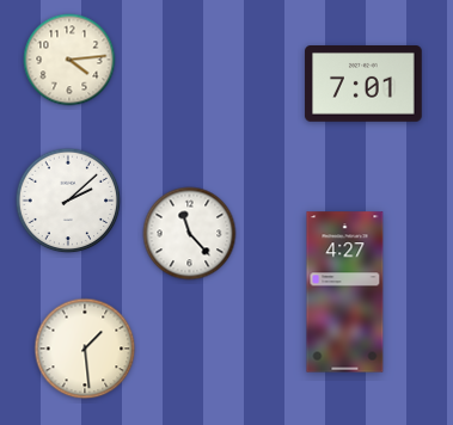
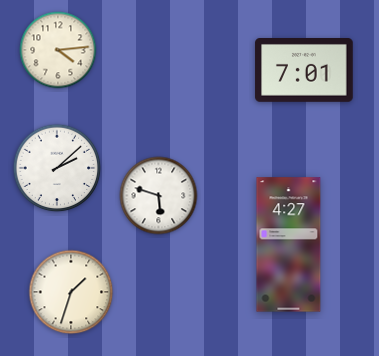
clock at (190, 234): 11:23 -> 5:48
clock at (85, 349): 1:29 -> 1:33
